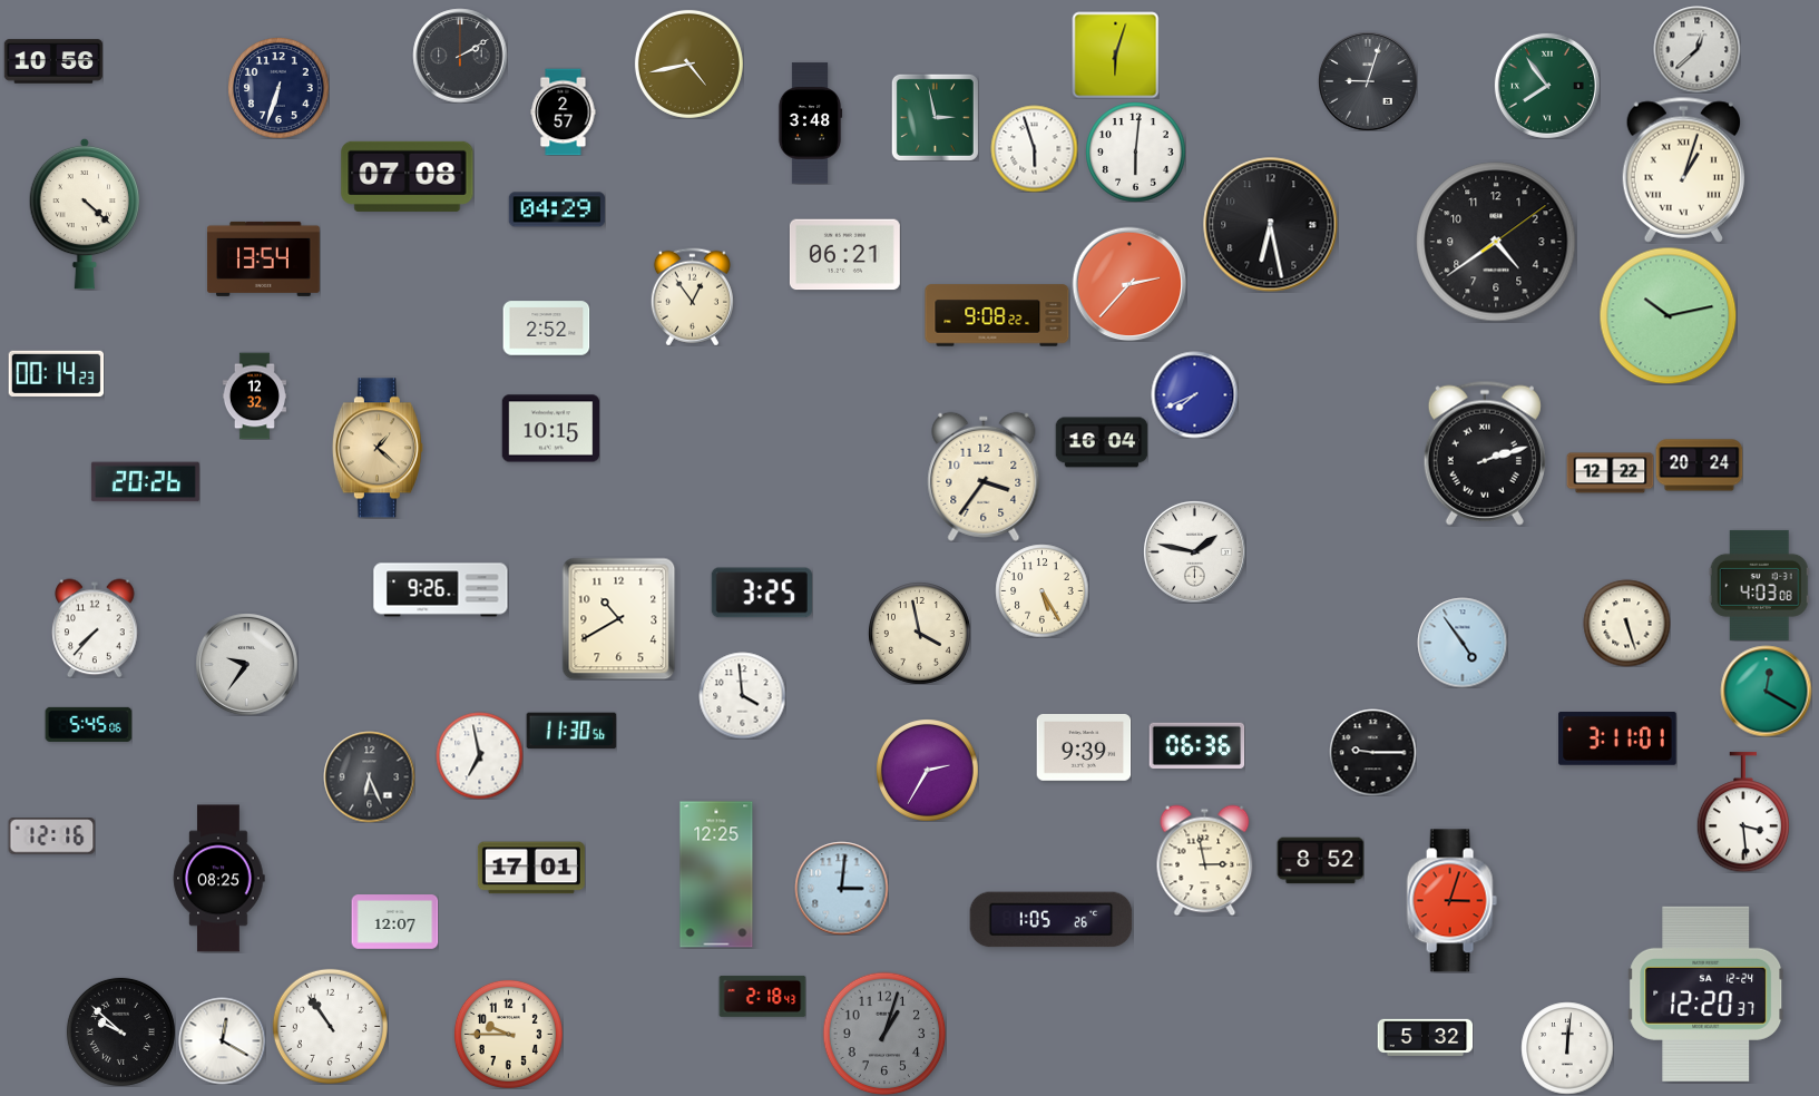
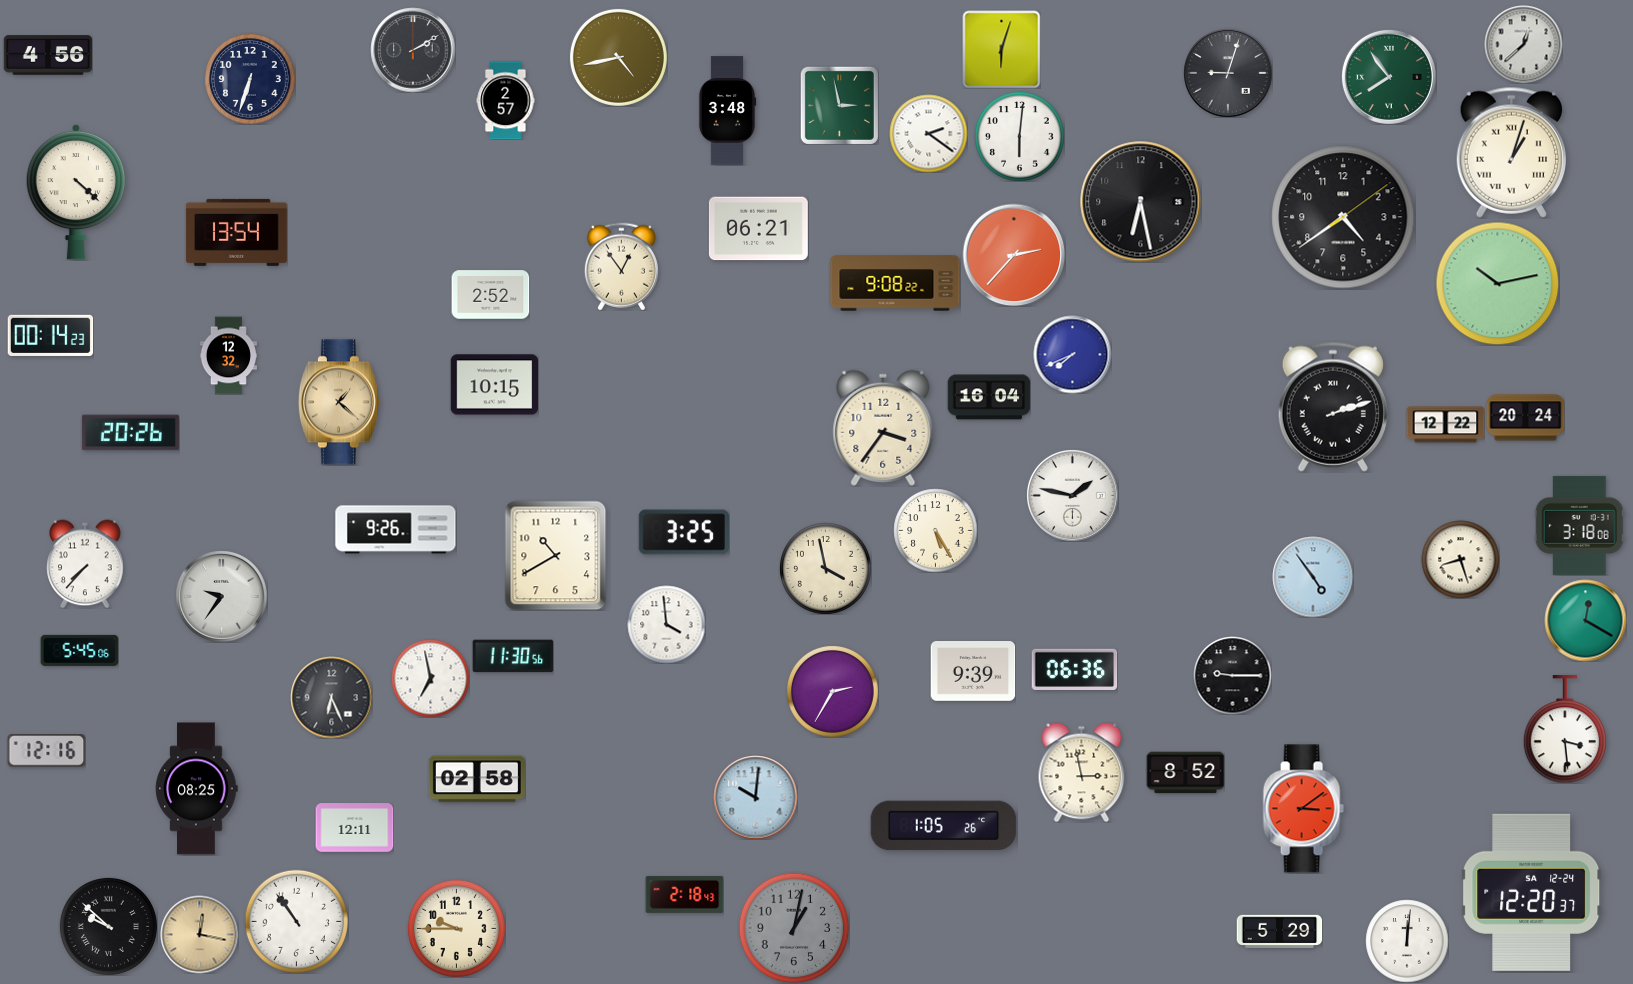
clock at (53, 61): 10:56 -> 4:56
clock at (1034, 148): 5:57 -> 2:21
clock at (408, 176): 07:08 -> none
clock at (557, 209): 04:29 -> none
clock at (1759, 585): 4:03 -> 3:18
clock at (1626, 623): 5:27 -> 8:27
clock at (1617, 740): 3:11 -> none
clock at (531, 868): 17:01 -> 02:58
clock at (716, 874): 12:25 -> none
clock at (841, 888): 3:01 -> 10:01
clock at (1451, 901): 3:03 -> 3:09
clock at (394, 922): 12:07 -> 12:11
clock at (884, 1034): 1:03 -> 1:02
clock at (1425, 1037): 5:32 -> 5:29
clock at (222, 1040): 12:20 -> 12:17
clock at (222, 1040) dial: white -> champagne
